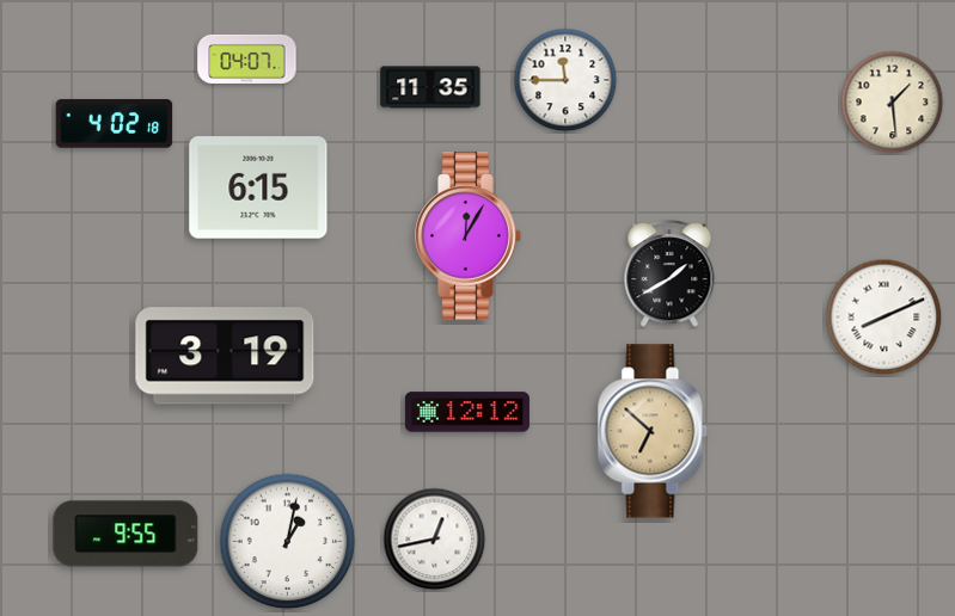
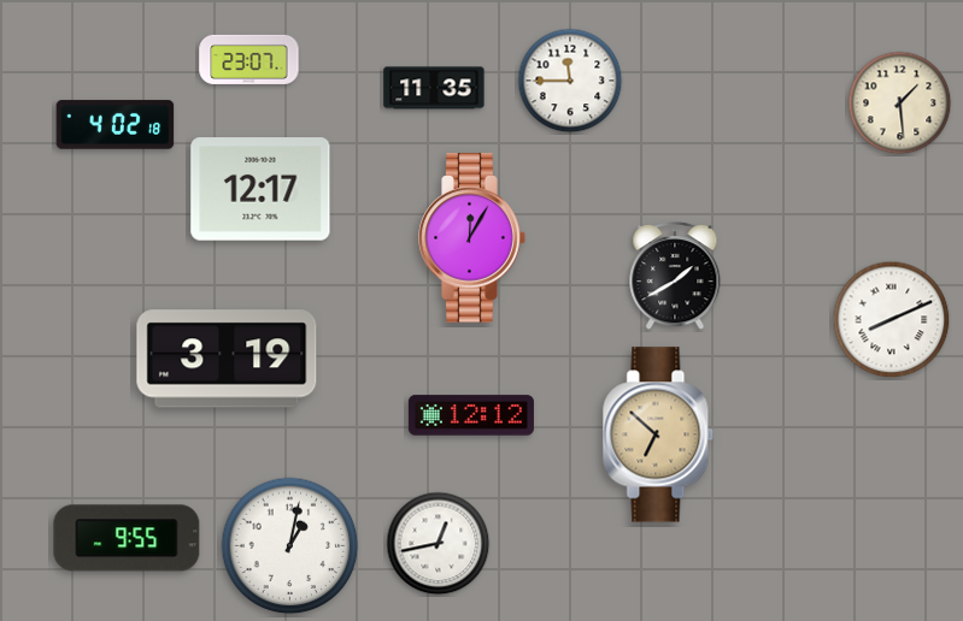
clock at (247, 58): 04:07 -> 23:07
clock at (258, 187): 6:15 -> 12:17
